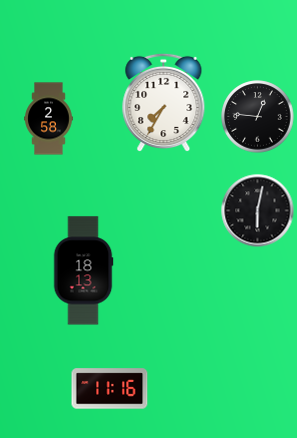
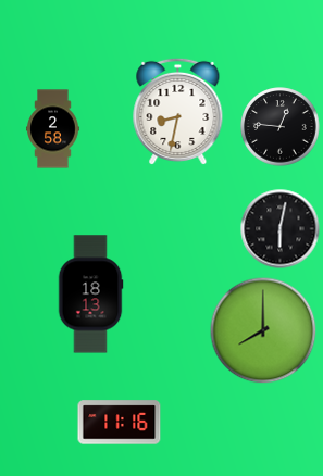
clock at (164, 103): 7:35 -> 8:32
clock at (263, 330): none -> 8:00
